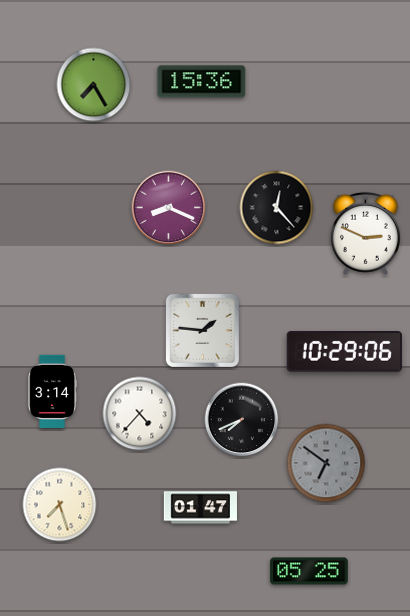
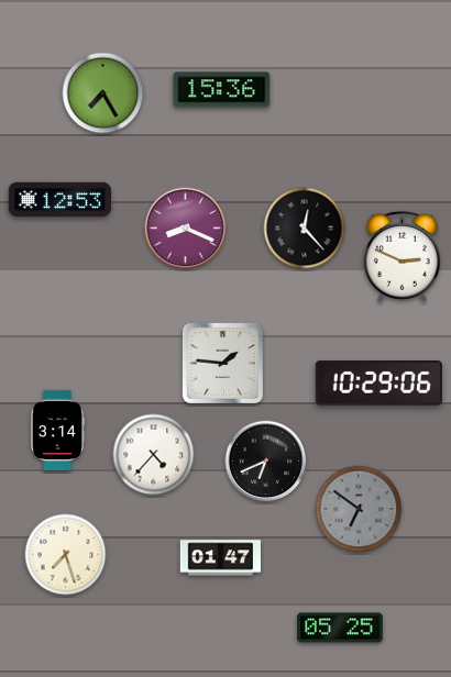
clock at (61, 200): none -> 12:53
clock at (344, 352) position: (344, 352) -> (378, 384)
clock at (242, 420): 7:41 -> 6:41
